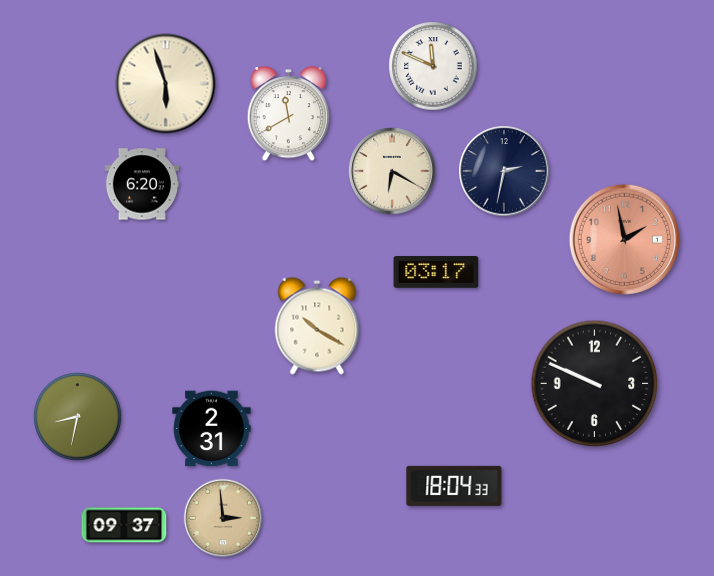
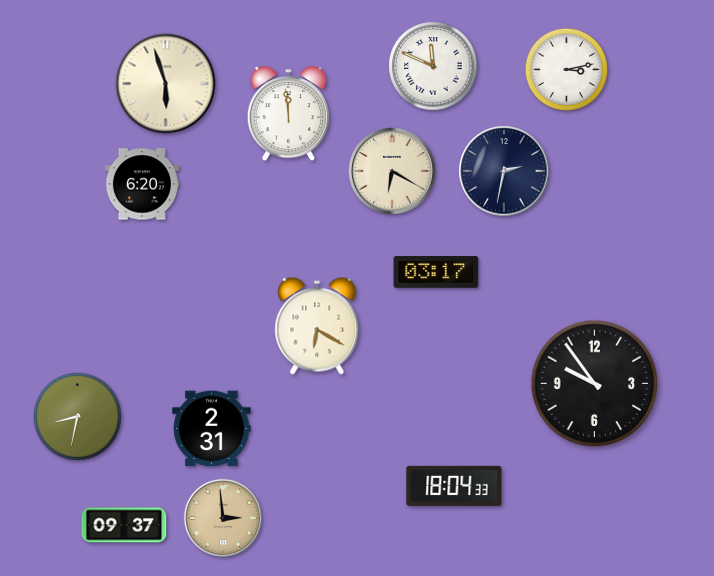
clock at (566, 69): none -> 3:13
clock at (289, 115): 11:40 -> 11:59
clock at (625, 240): 1:58 -> none
clock at (317, 326): 10:20 -> 6:20
clock at (595, 384): 9:49 -> 9:54
